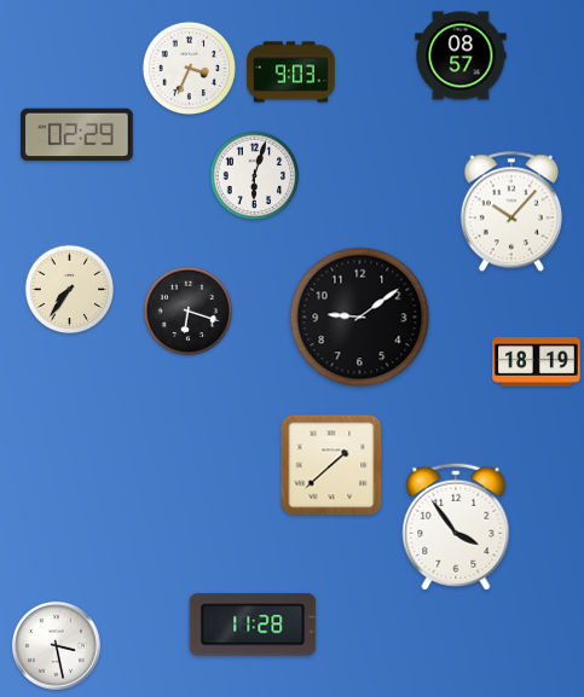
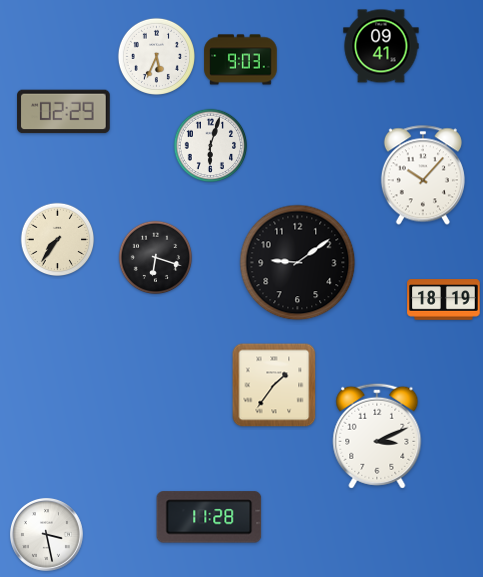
clock at (461, 56): 08:57 -> 09:41
clock at (189, 68): 3:34 -> 5:34
clock at (331, 465): 1:38 -> 1:36
clock at (456, 527): 3:54 -> 3:11
